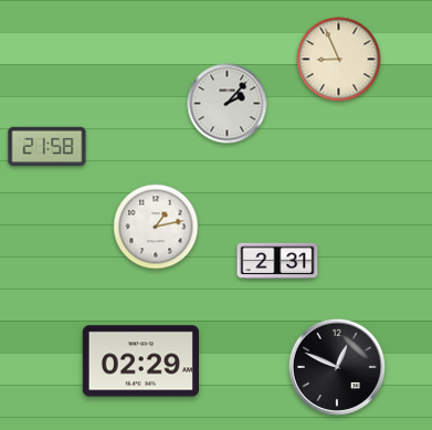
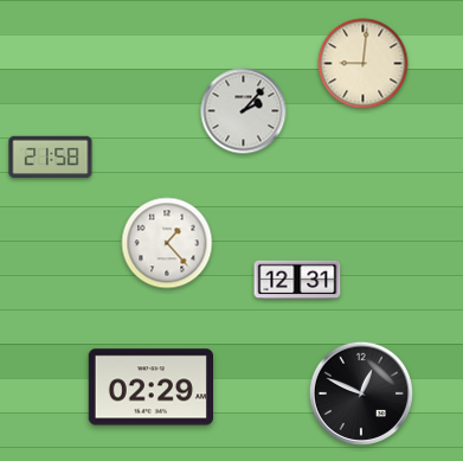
clock at (339, 60): 8:56 -> 9:01
clock at (156, 227): 1:13 -> 1:23
clock at (277, 261): 2:31 -> 12:31
